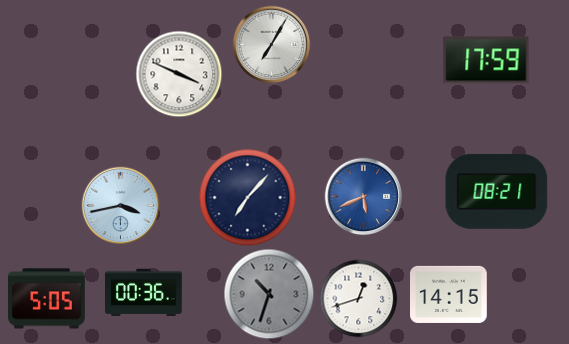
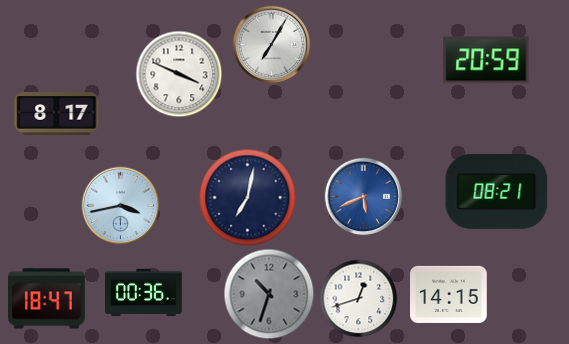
clock at (486, 60): 17:59 -> 20:59
clock at (57, 114): none -> 8:17
clock at (247, 197): 7:07 -> 7:02
clock at (47, 299): 5:05 -> 18:47
